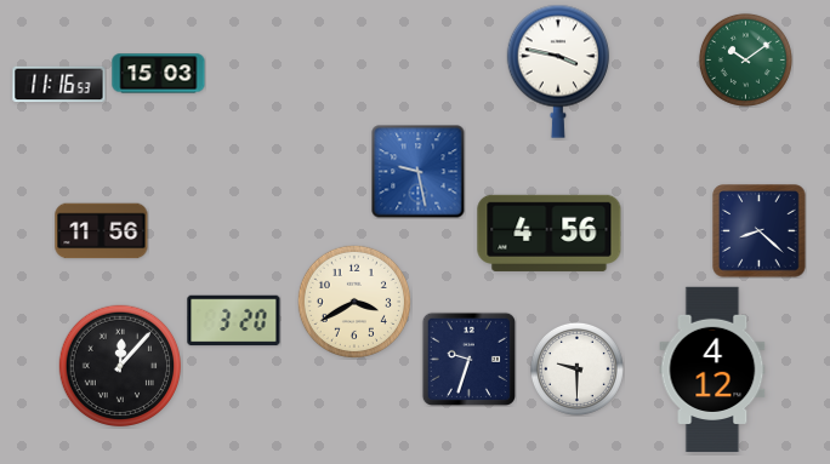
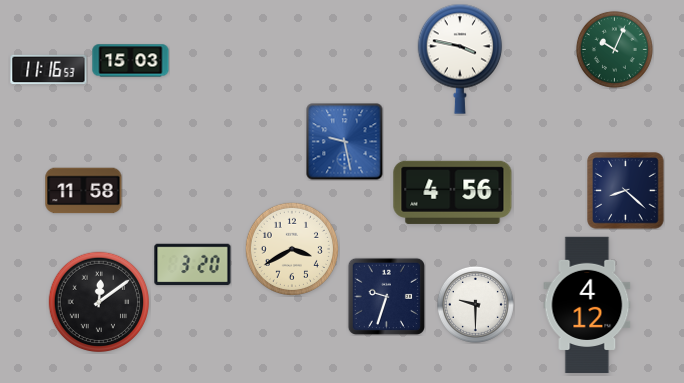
clock at (745, 59): 10:09 -> 10:04
clock at (102, 231): 11:56 -> 11:58
clock at (120, 366): 12:07 -> 12:09
